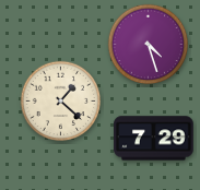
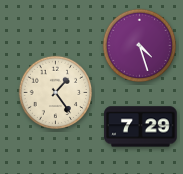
clock at (149, 45) position: (149, 45) -> (140, 46)
clock at (61, 102): 1:22 -> 1:24
